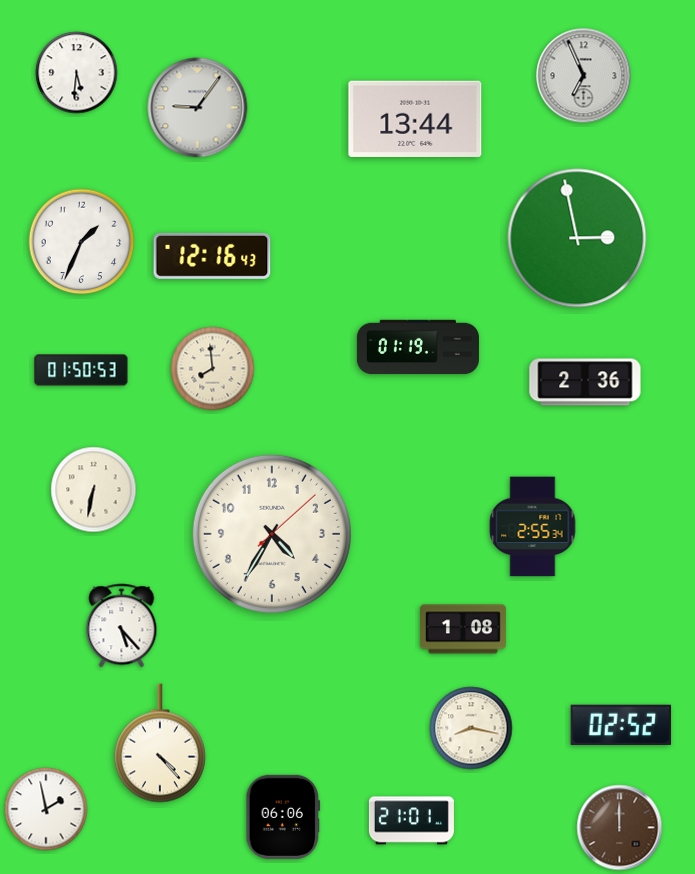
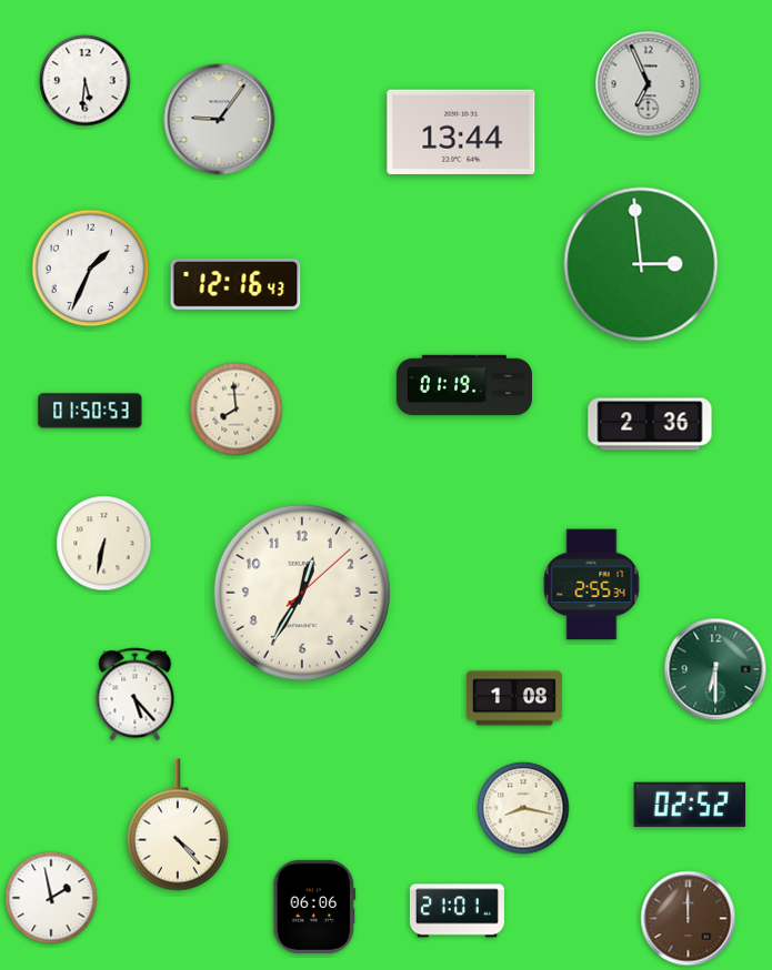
clock at (577, 238): 2:58 -> 2:59
clock at (272, 534): 4:35 -> 12:35
clock at (715, 669): none -> 6:30
